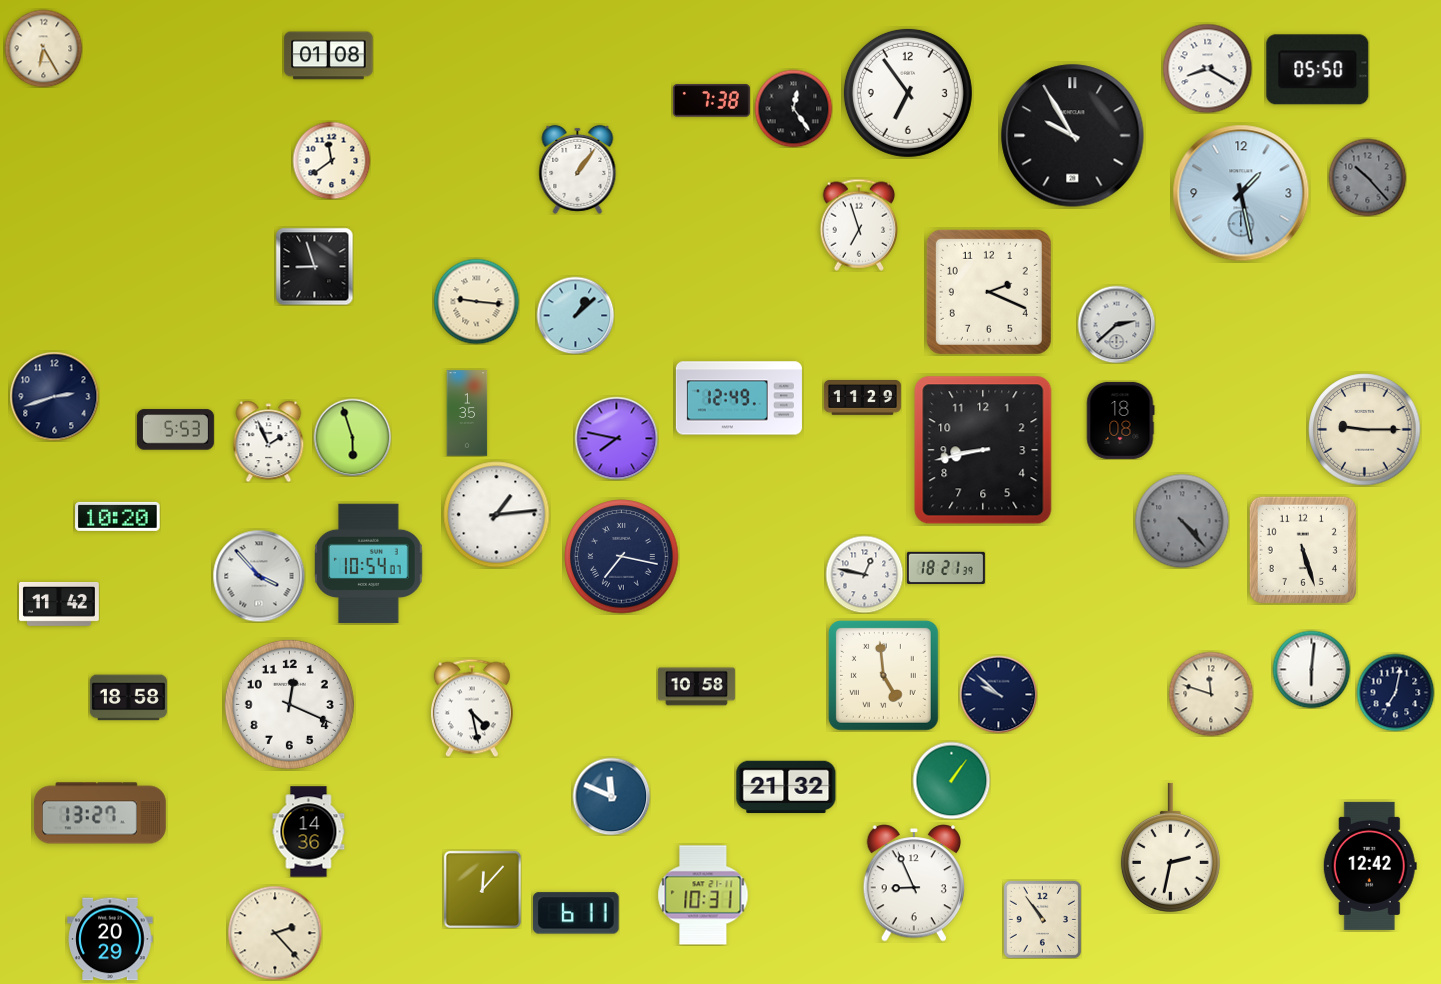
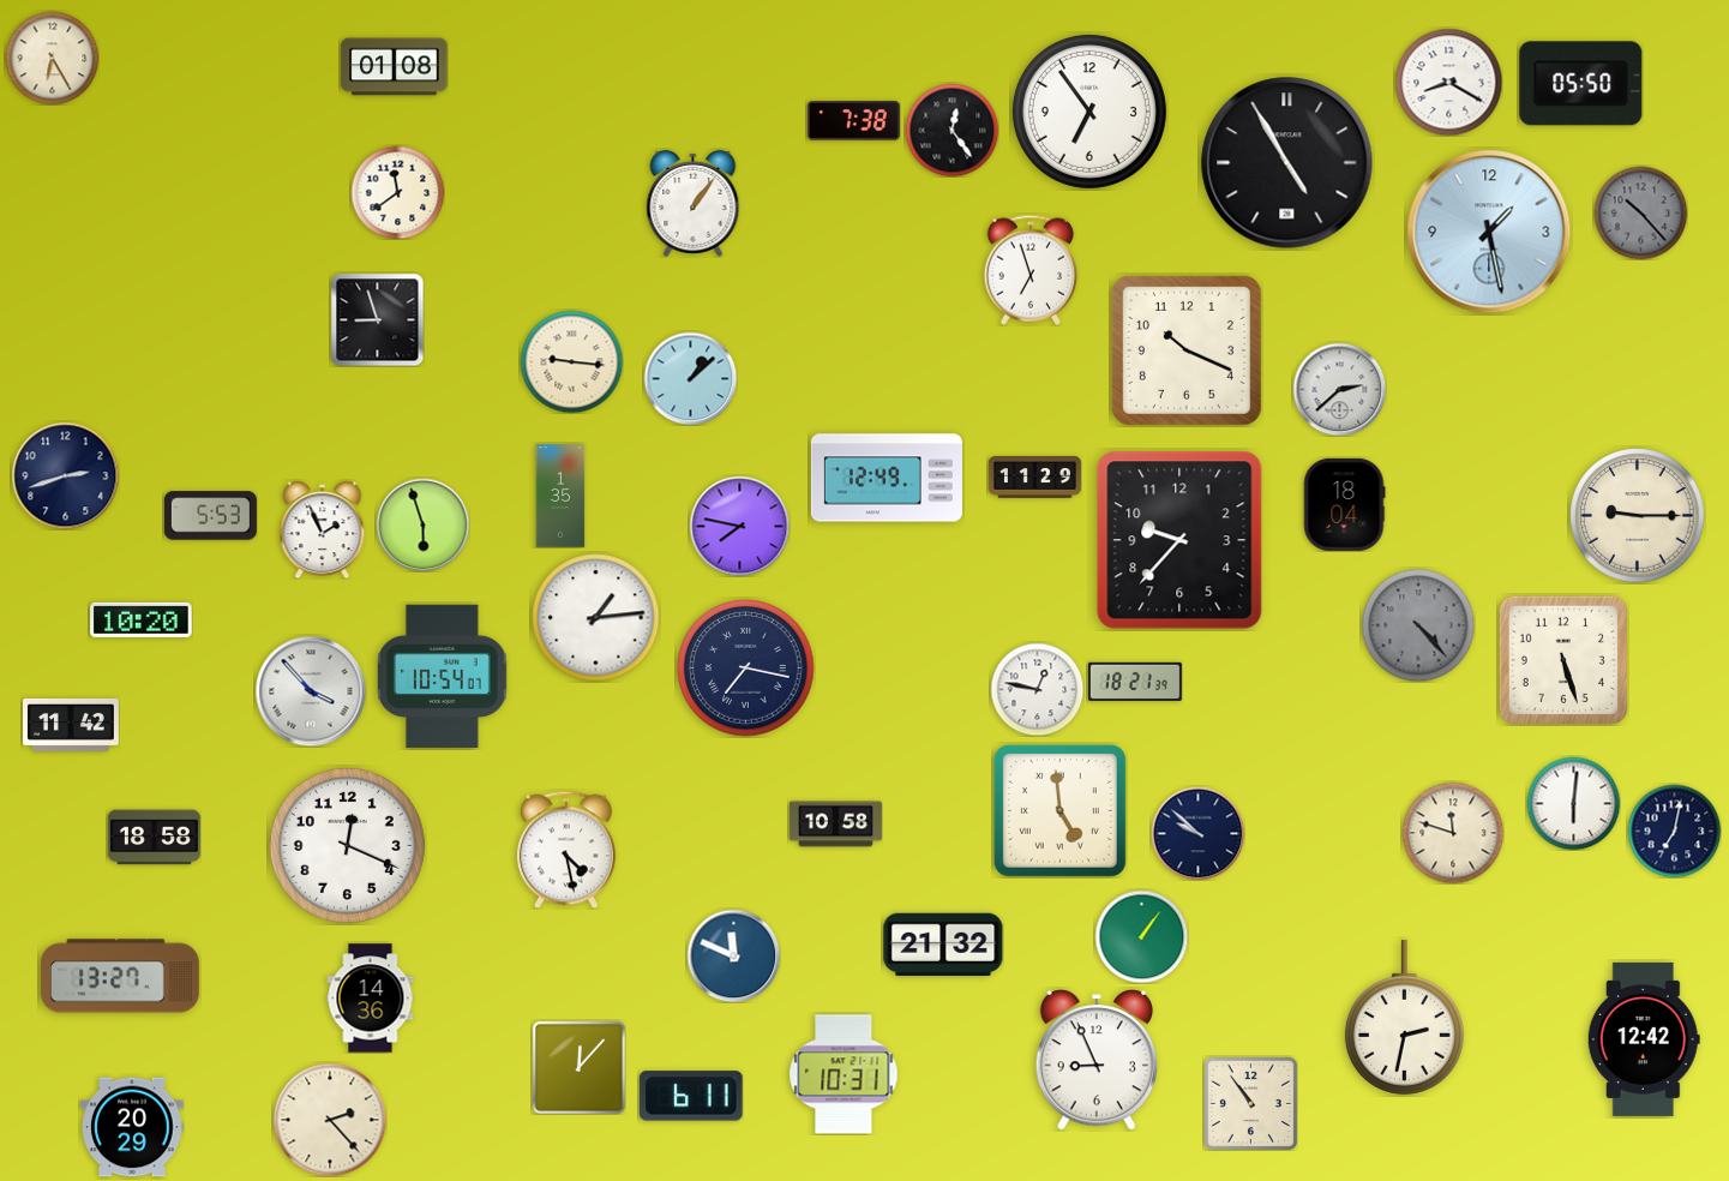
clock at (1073, 136): 9:55 -> 4:55
clock at (989, 292): 2:19 -> 10:19
clock at (1120, 420): 18:08 -> 18:04
clock at (983, 450): 8:43 -> 9:37
